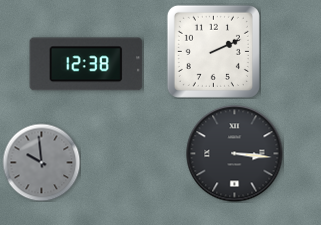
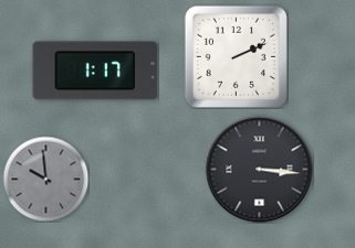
clock at (86, 64): 12:38 -> 1:17
